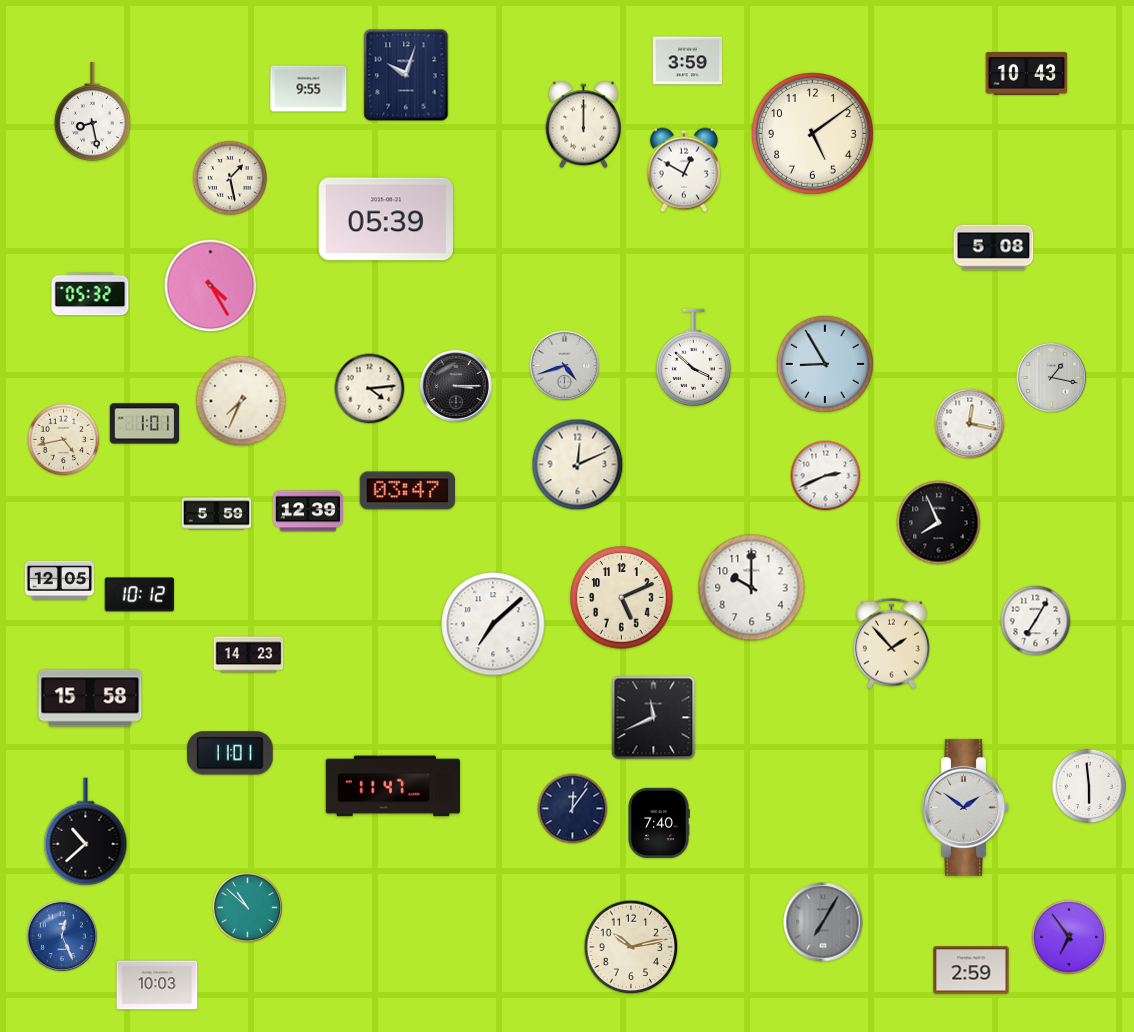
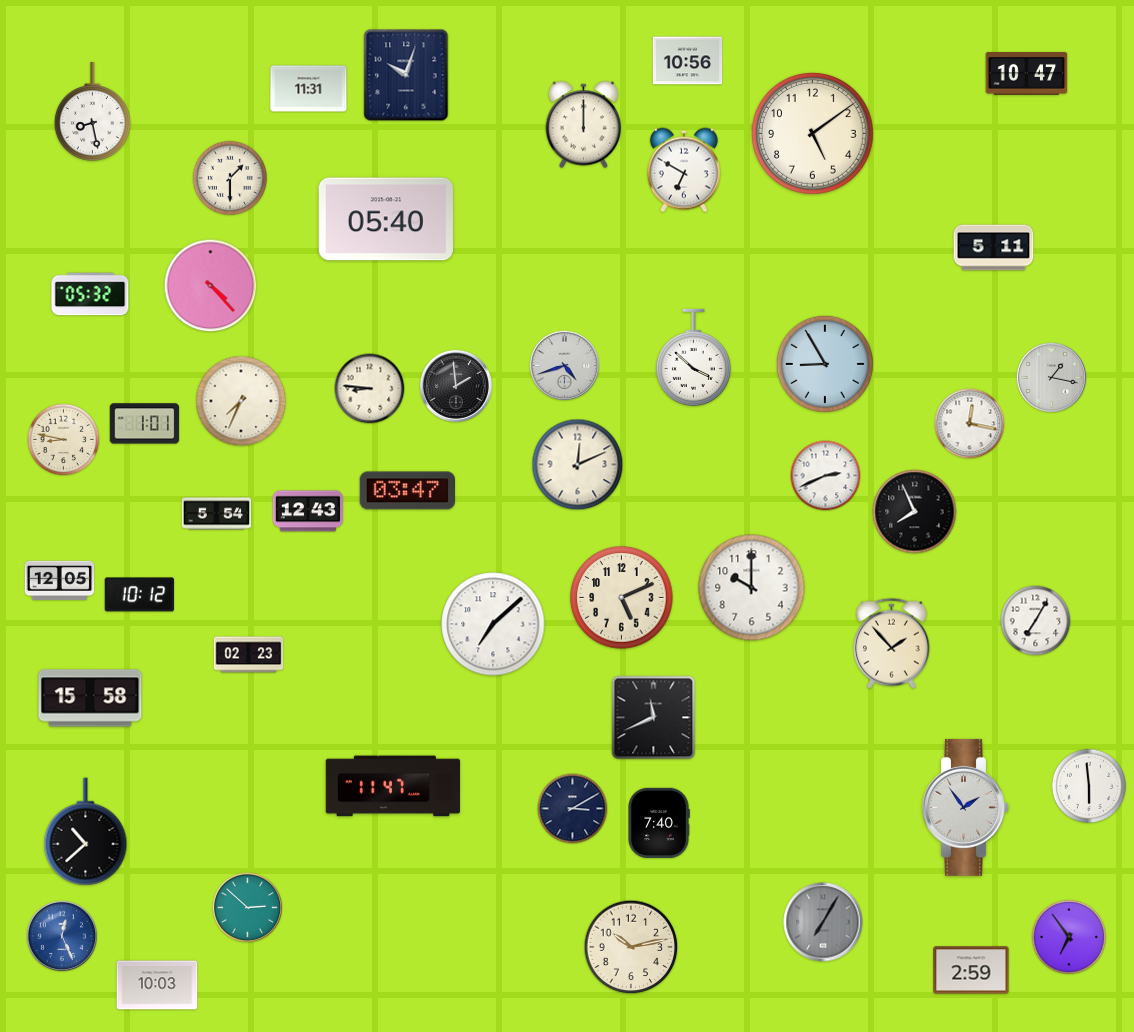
clock at (688, 61): 3:59 -> 10:56
clock at (1027, 74): 10:43 -> 10:47
clock at (309, 89): 9:55 -> 11:31
clock at (684, 170): 12:50 -> 6:50
clock at (229, 177): 1:28 -> 1:30
clock at (386, 219): 05:39 -> 05:40
clock at (994, 248): 5:08 -> 5:11
clock at (211, 286): 4:25 -> 4:23
clock at (456, 386): 3:15 -> 1:59
clock at (370, 389): 4:14 -> 8:46
clock at (64, 440): 4:43 -> 8:47
clock at (308, 511): 12:39 -> 12:43
clock at (217, 514): 5:59 -> 5:54
clock at (939, 523) position: (939, 523) -> (915, 512)
clock at (249, 655): 14:23 -> 02:23
clock at (231, 753): 11:01 -> none
clock at (966, 807): 1:51 -> 1:54
clock at (573, 809): 12:06 -> 3:10
clock at (247, 907): 10:52 -> 2:52
